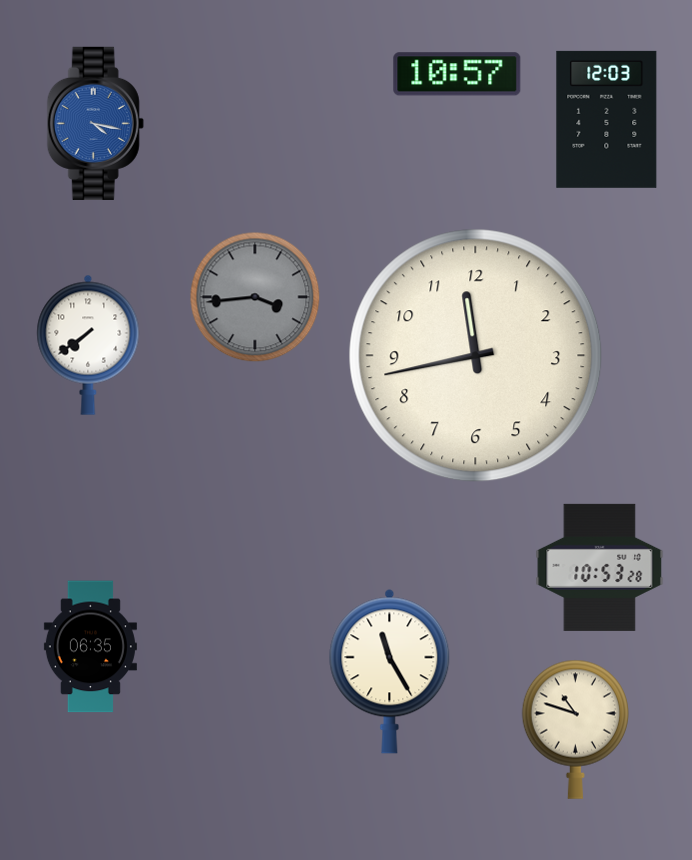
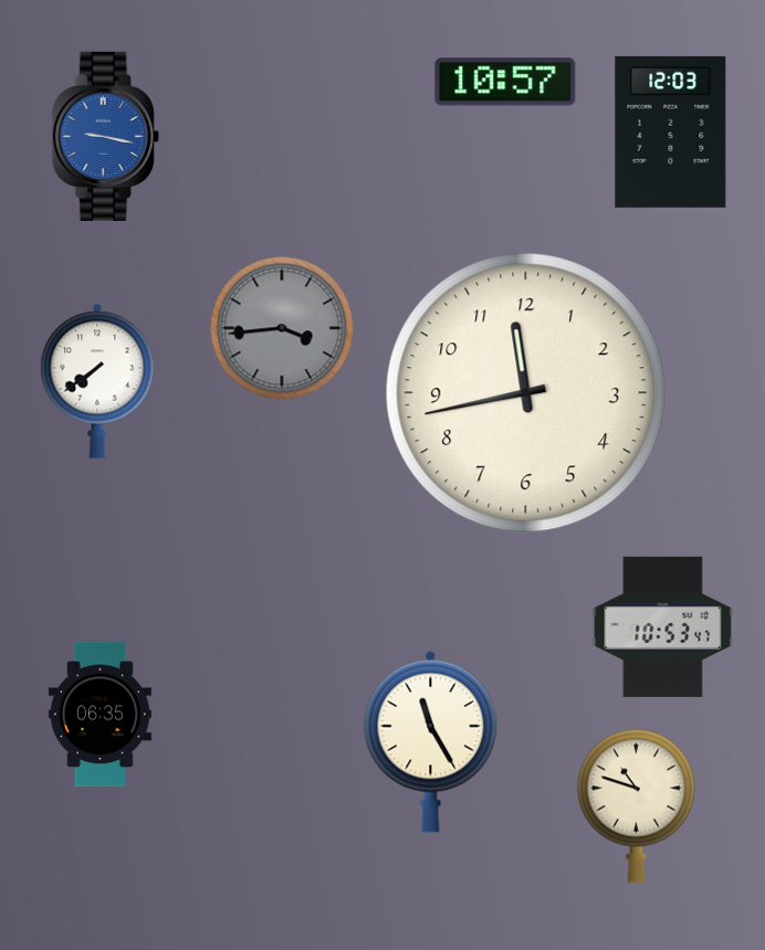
clock at (95, 123): 4:17 -> 9:17
clock at (600, 567): 10:53:28 -> 10:53:47
